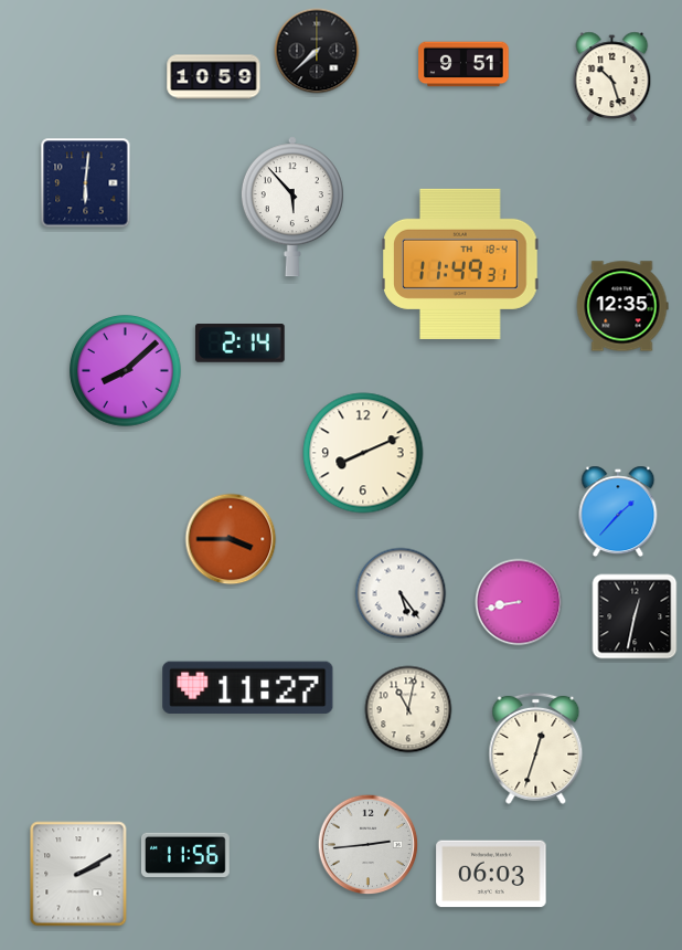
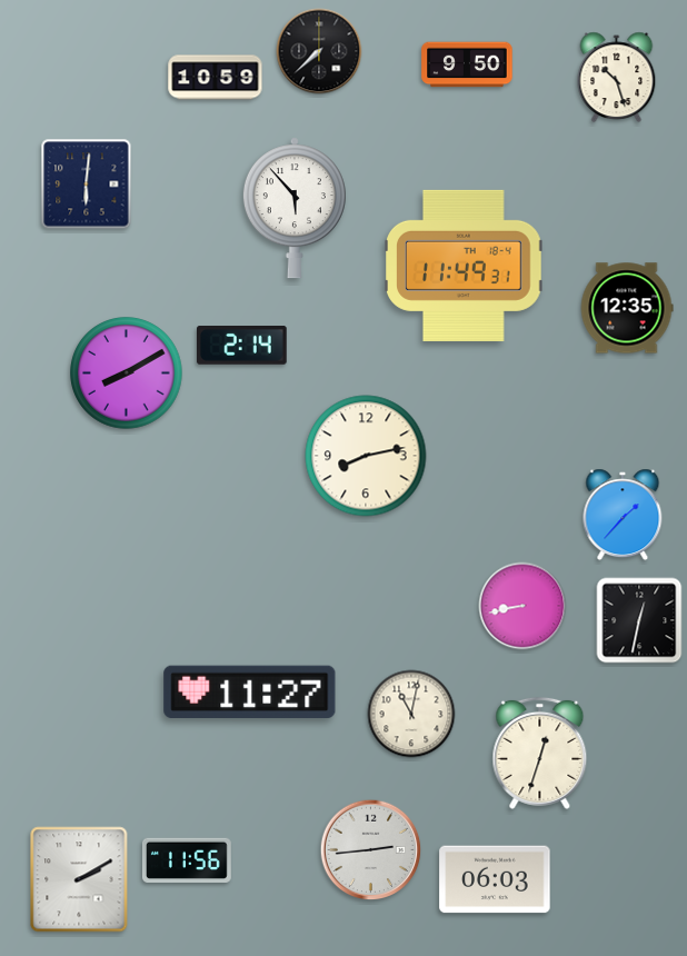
clock at (463, 64): 9:51 -> 9:50
clock at (126, 371): 8:08 -> 8:10
clock at (363, 453): 8:11 -> 8:13
clock at (231, 539): 3:45 -> none
clock at (401, 593): 5:24 -> none
